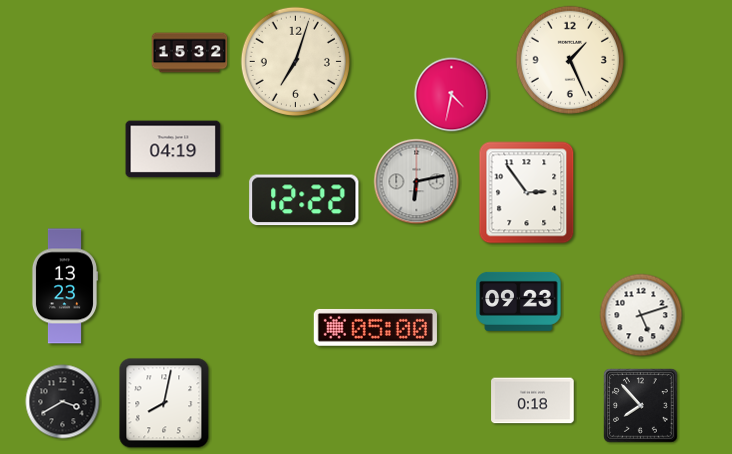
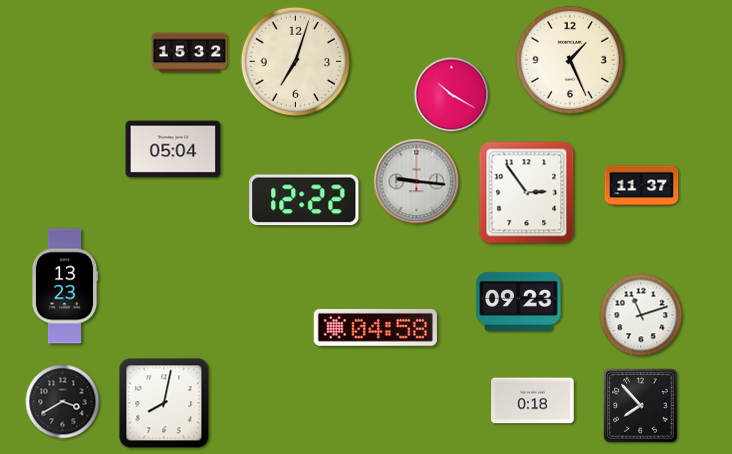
clock at (452, 95): 4:32 -> 10:20
clock at (173, 149): 04:19 -> 05:04
clock at (417, 182): 6:13 -> 9:16
clock at (642, 186): none -> 11:37
clock at (641, 315): 5:12 -> 11:12
clock at (375, 327): 05:00 -> 04:58
